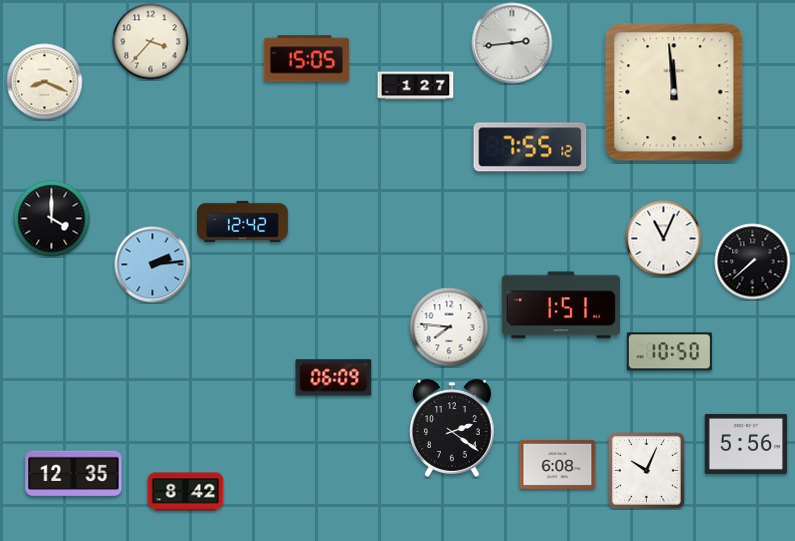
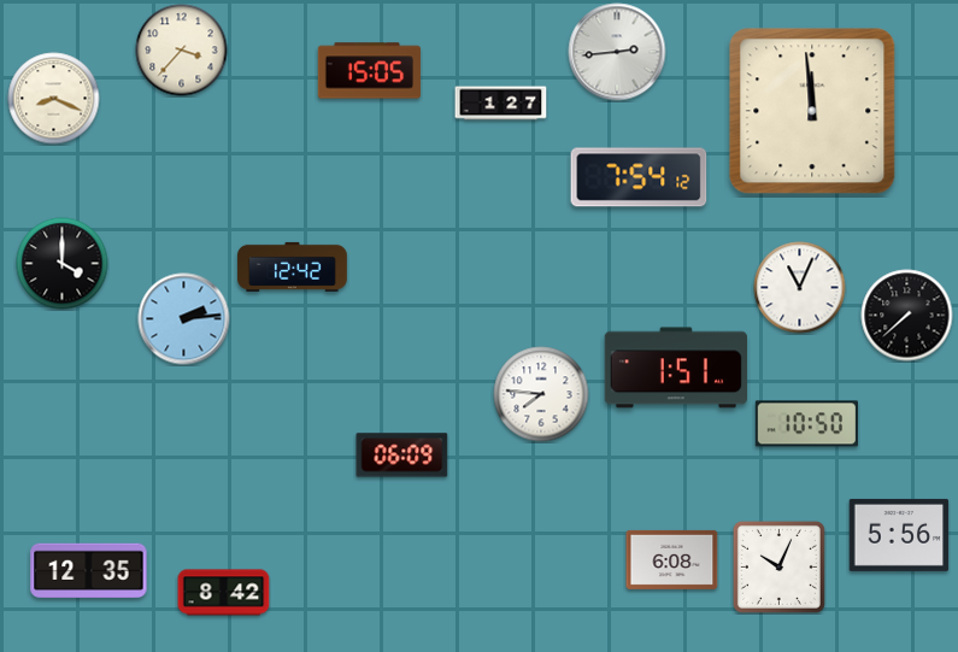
clock at (530, 147): 7:55 -> 7:54
clock at (453, 428): 2:21 -> none
